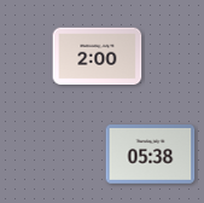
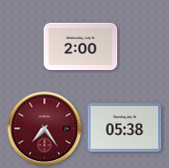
clock at (45, 129): none -> 7:24
